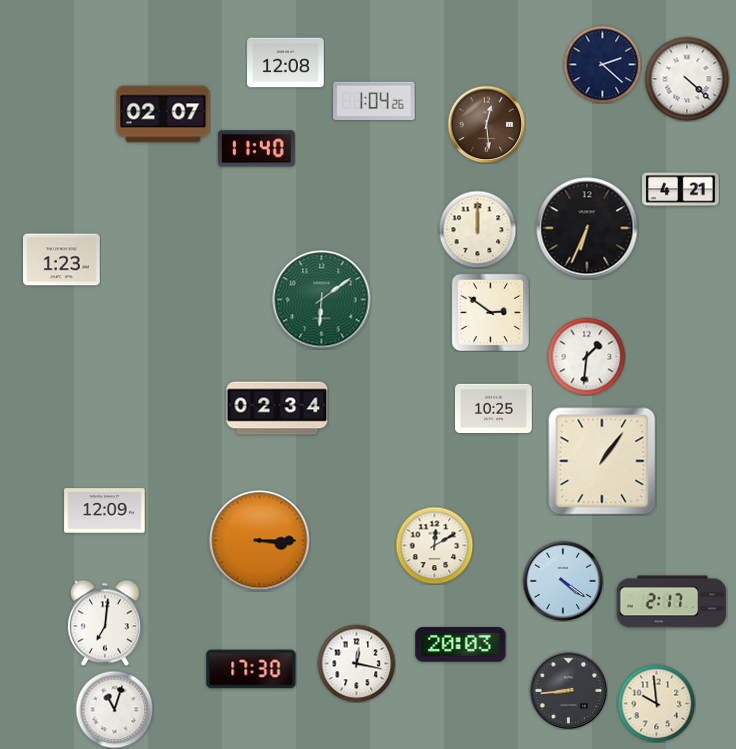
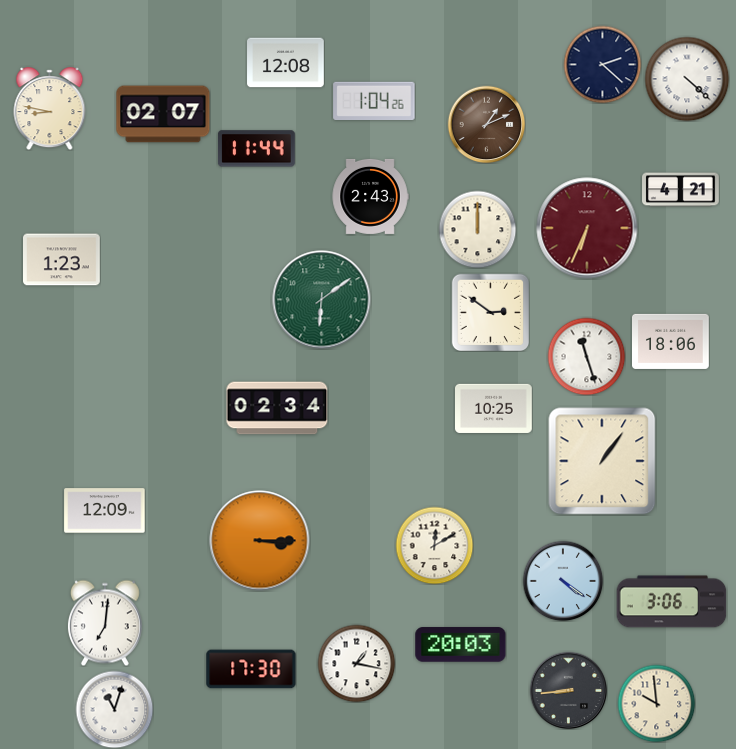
clock at (50, 109): none -> 8:47
clock at (486, 124): 12:29 -> 1:11
clock at (256, 149): 11:40 -> 11:44
clock at (370, 196): none -> 2:43
clock at (587, 228) dial: black -> burgundy
clock at (671, 341): none -> 18:06
clock at (586, 356): 1:31 -> 11:27
clock at (672, 602): 2:17 -> 3:06
clock at (356, 663): 12:17 -> 1:17
